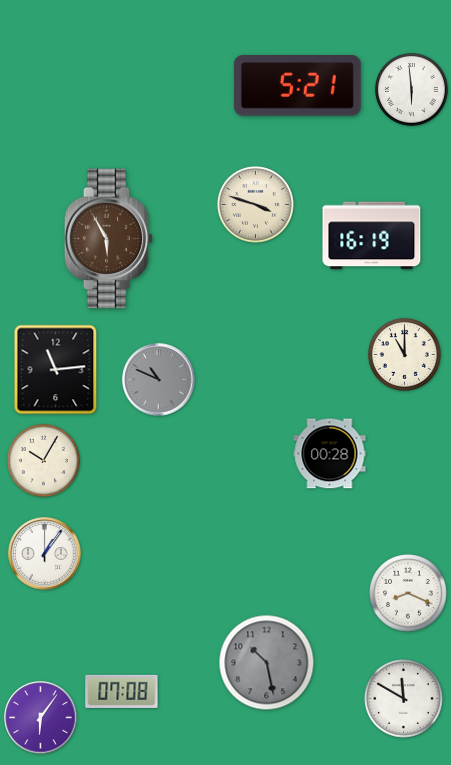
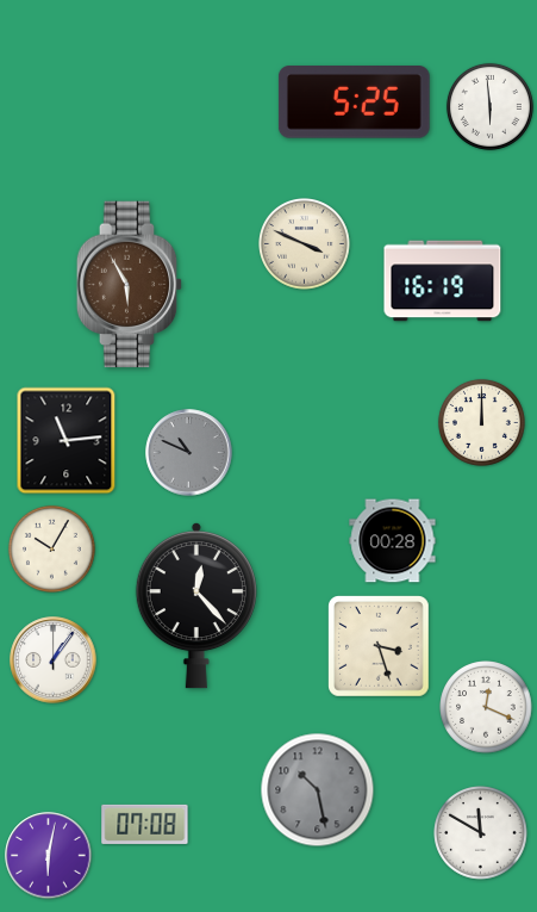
clock at (297, 86): 5:21 -> 5:25
clock at (256, 205): 3:48 -> 3:49
clock at (404, 354): 11:00 -> 12:00
clock at (196, 606): none -> 12:23
clock at (380, 647): none -> 3:27
clock at (408, 593): 8:19 -> 12:19
clock at (41, 718): 6:06 -> 6:02
